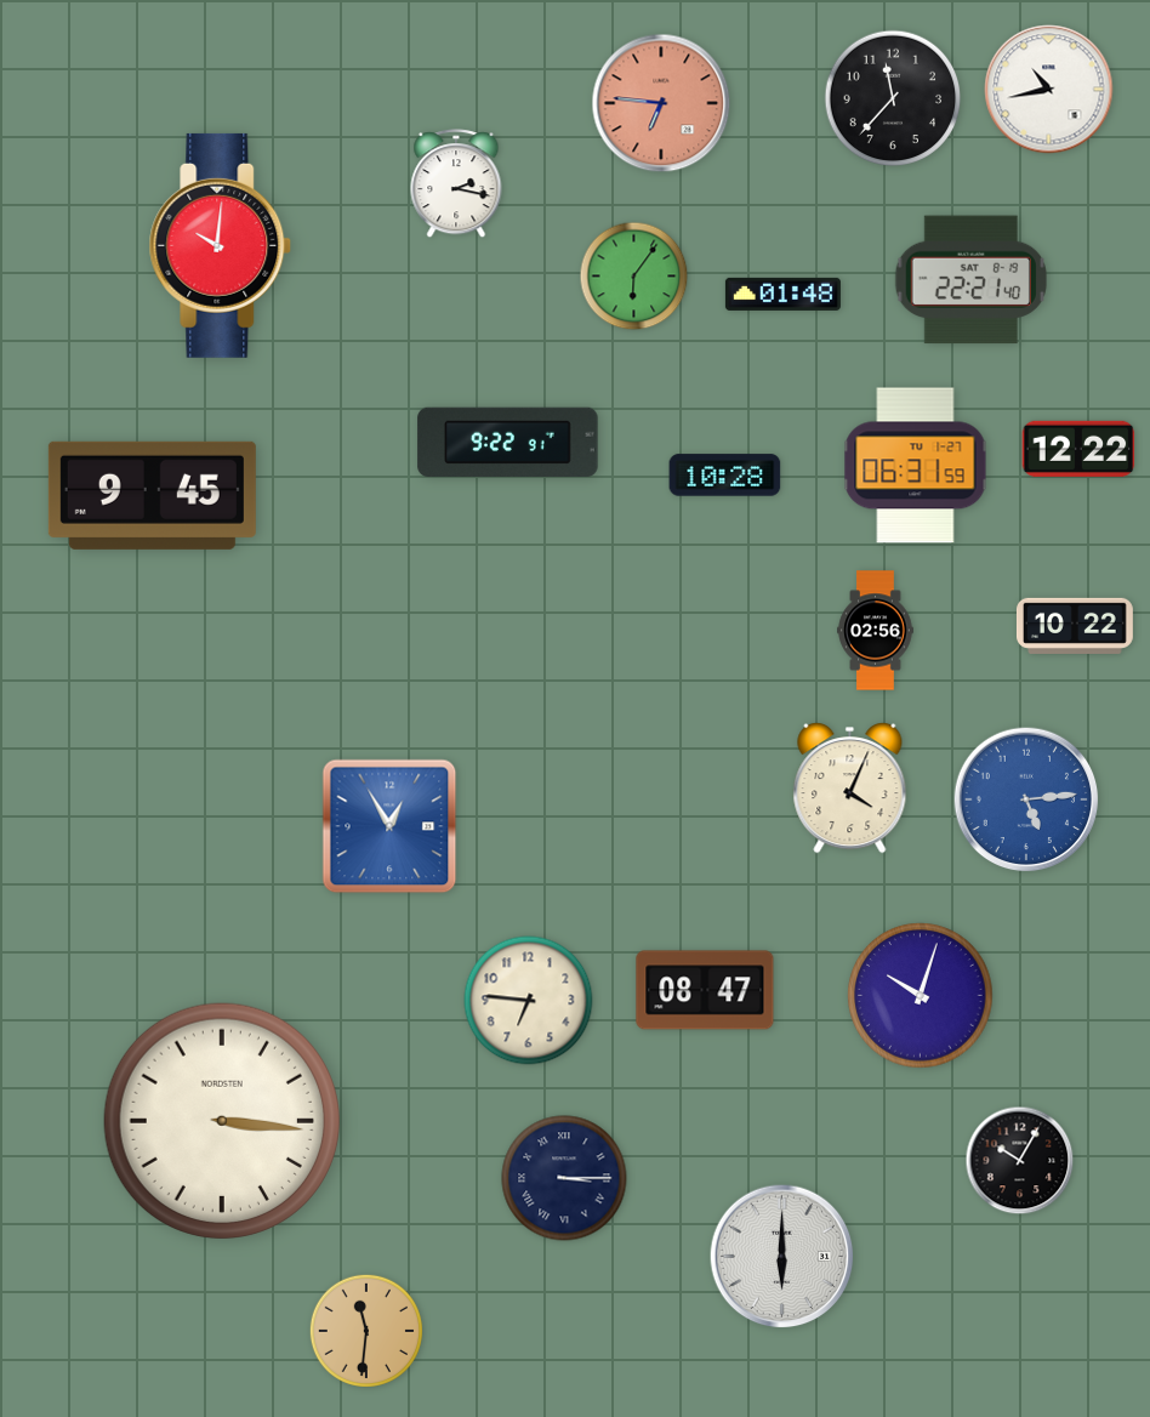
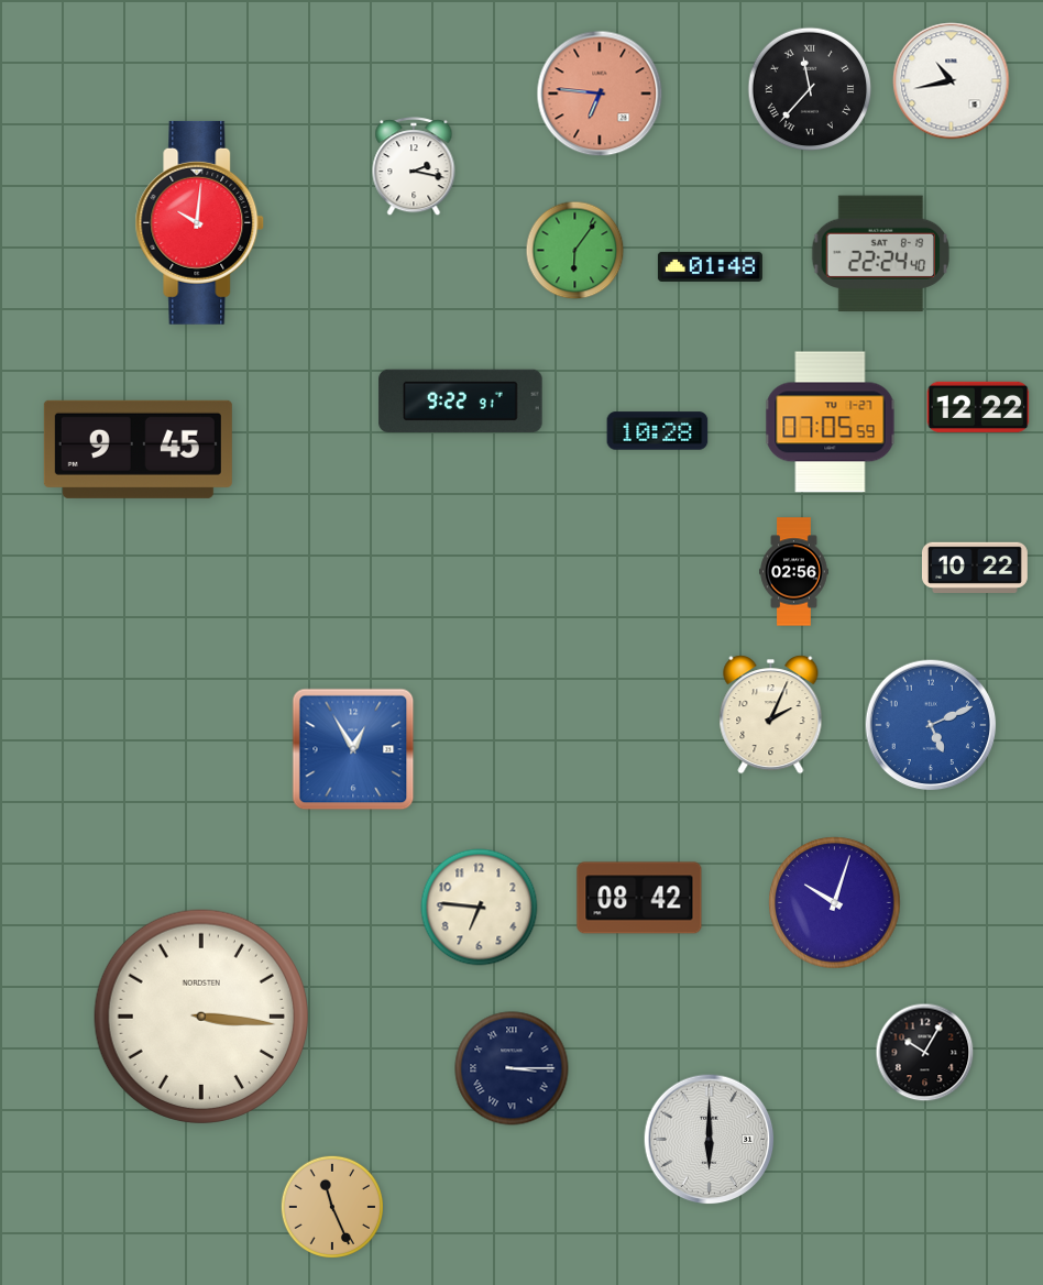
clock at (893, 98) numerals: Arabic -> Roman
clock at (970, 280): 22:21 -> 22:24
clock at (916, 466): 06:31 -> 07:05
clock at (850, 789): 4:04 -> 2:04
clock at (1026, 799): 5:14 -> 5:11
clock at (705, 990): 08:47 -> 08:42
clock at (366, 1331): 11:31 -> 11:26
